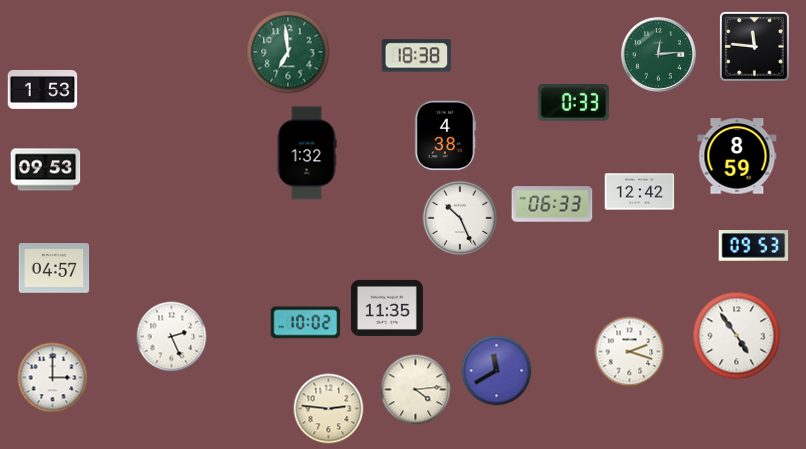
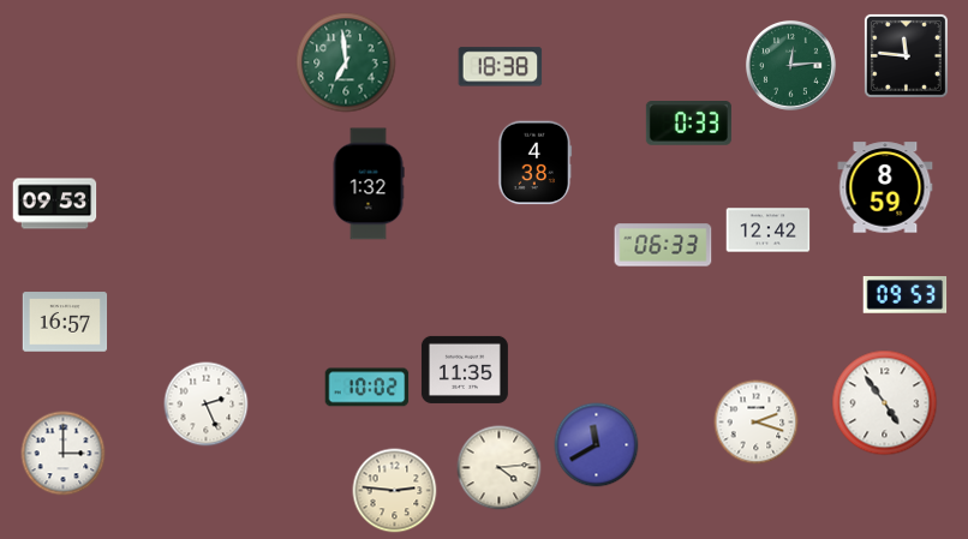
clock at (43, 89): 1:53 -> none
clock at (460, 218): 10:26 -> none
clock at (54, 268): 04:57 -> 16:57
